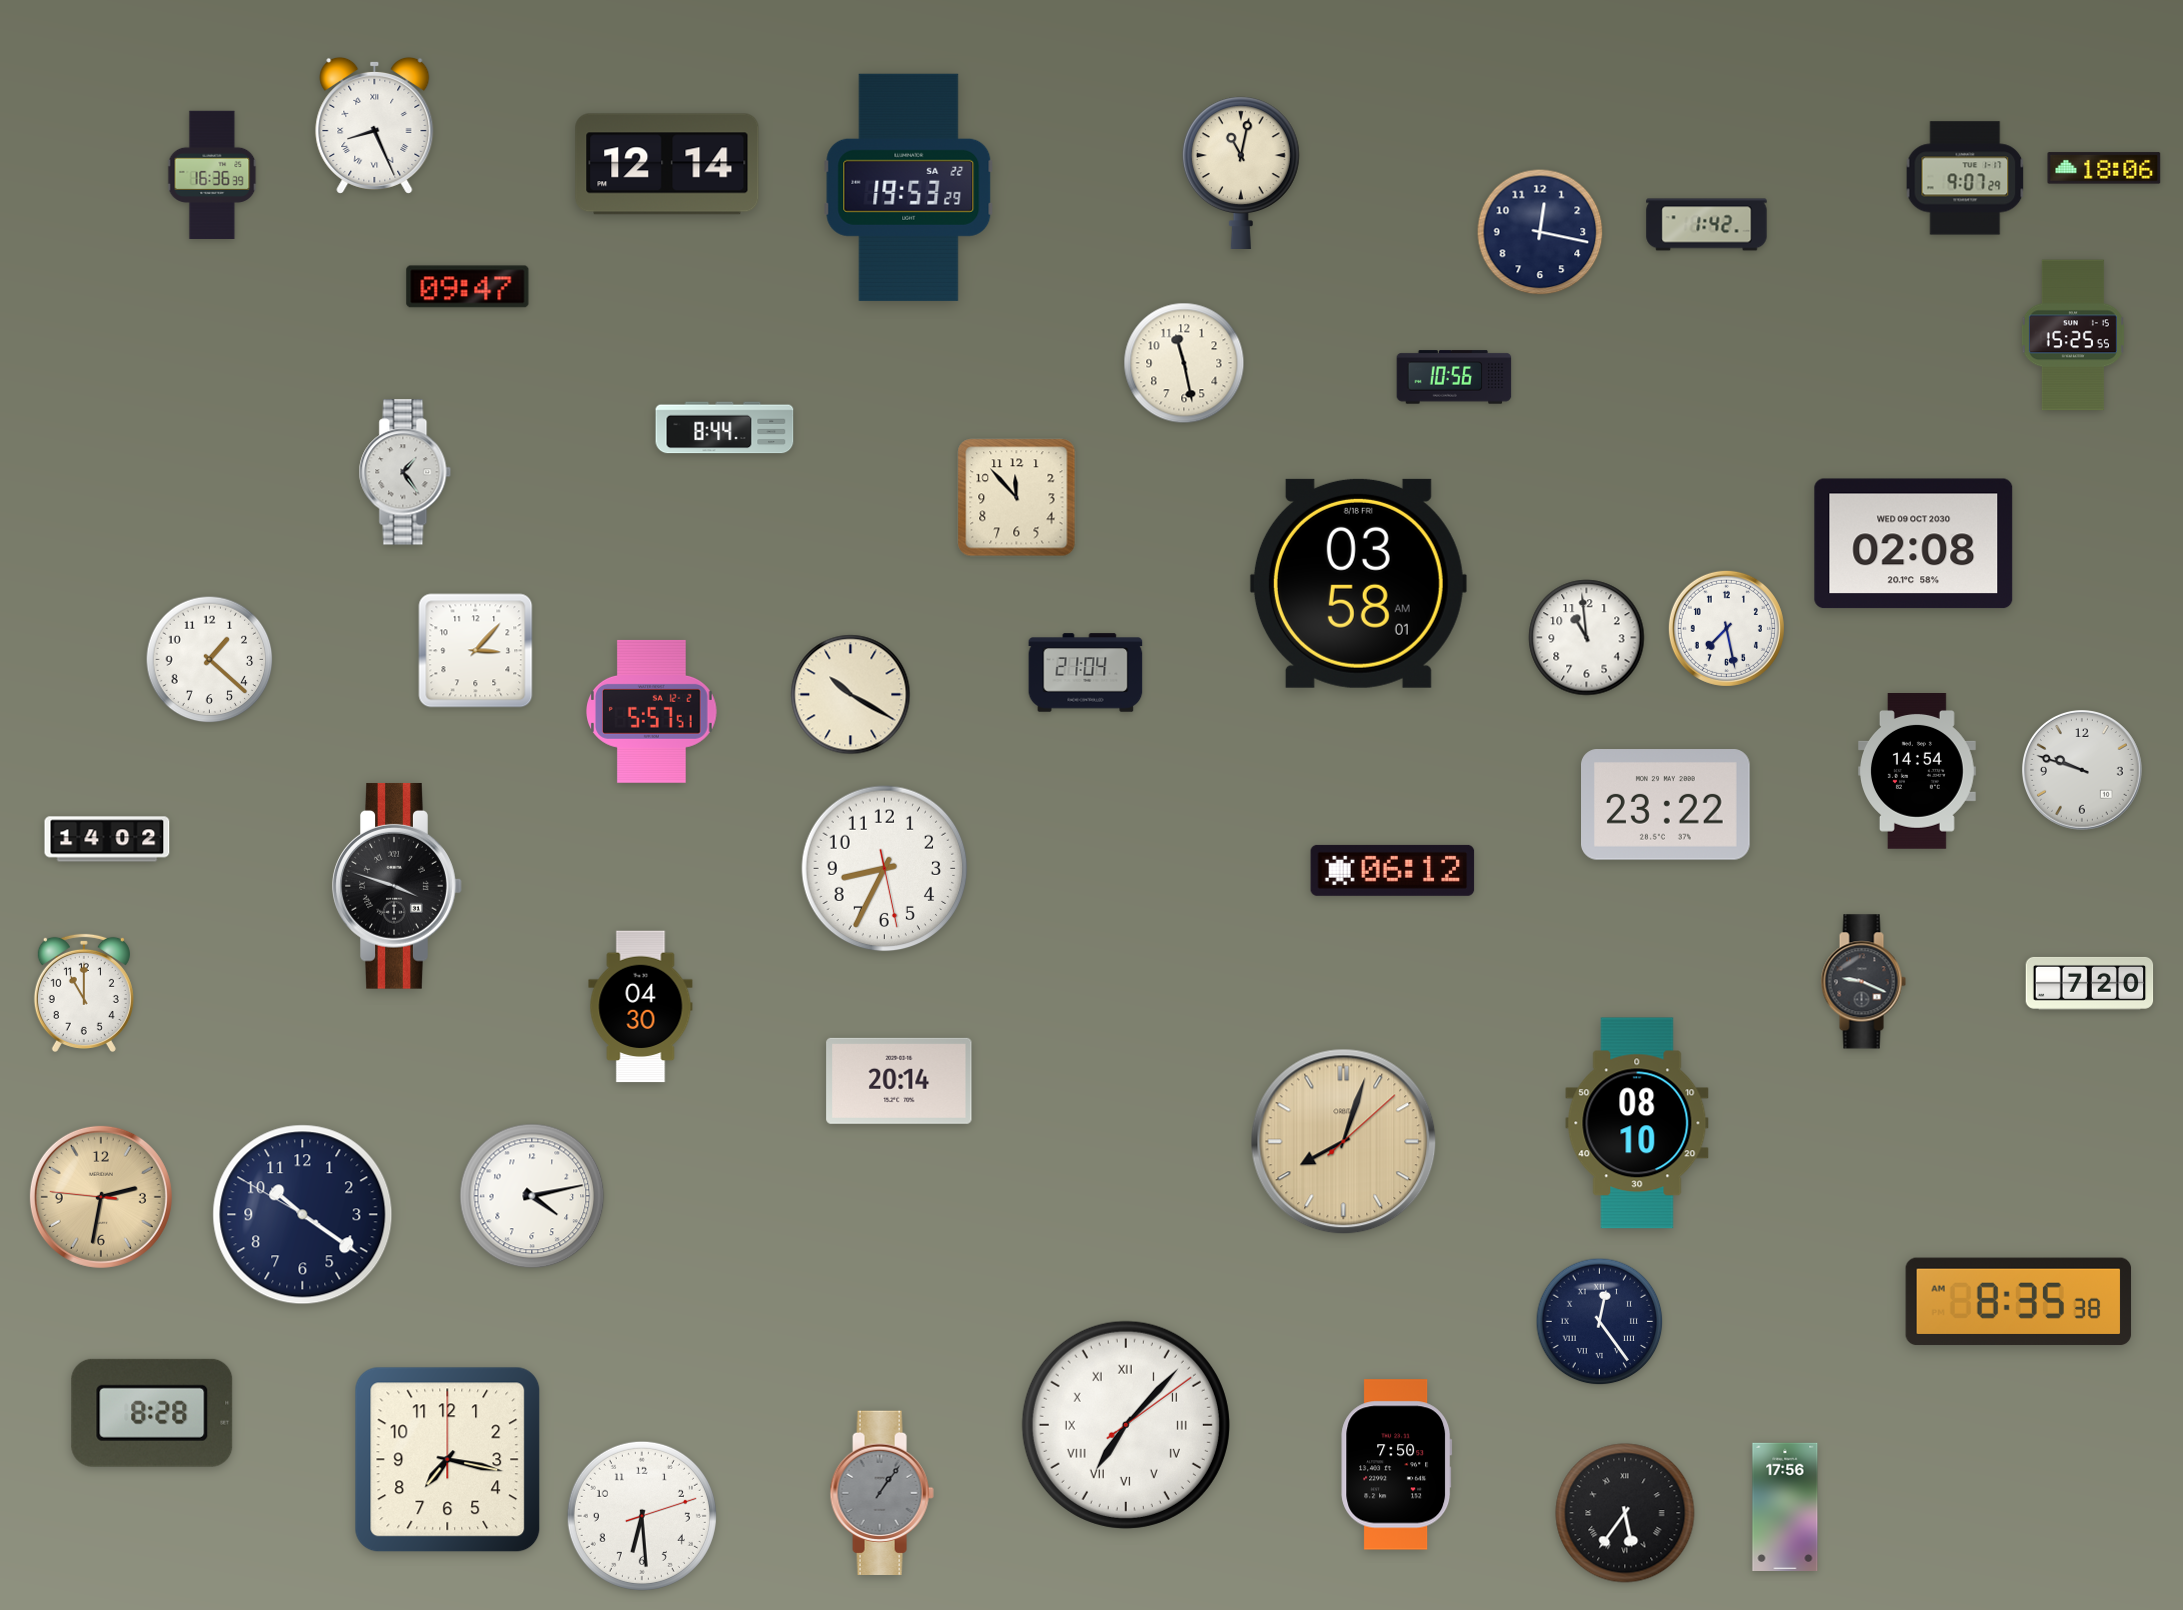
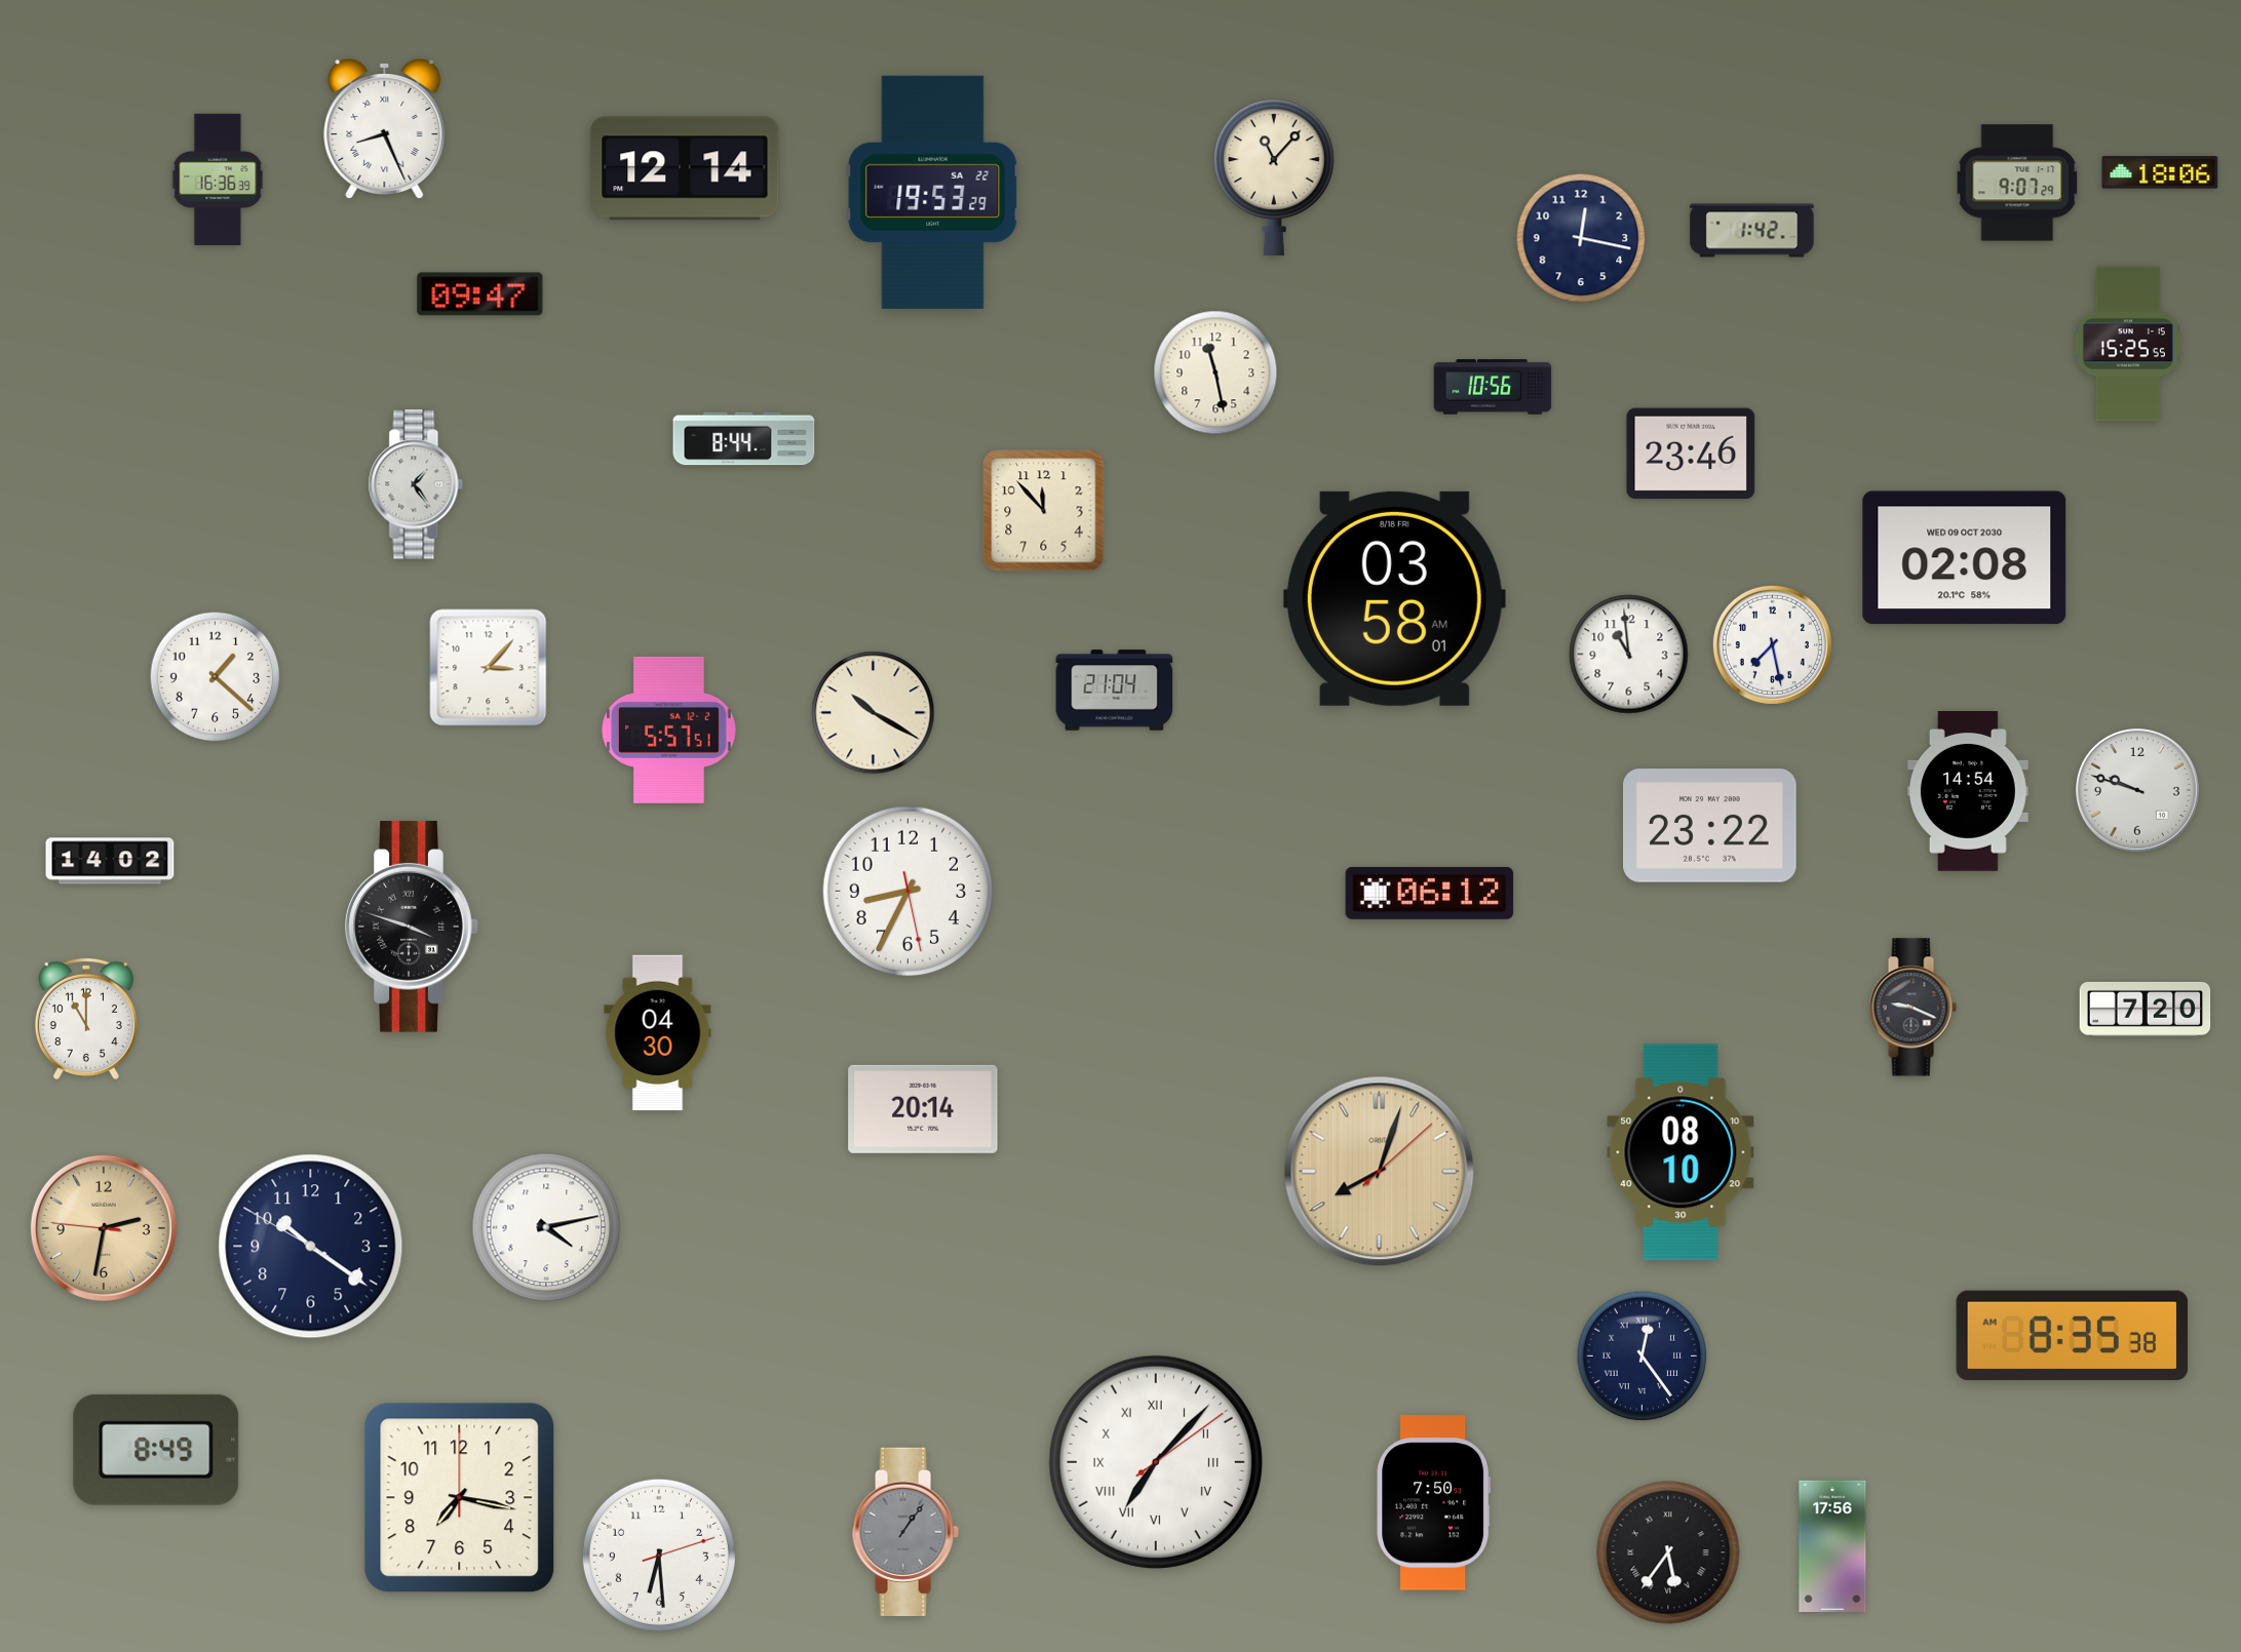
clock at (1241, 172): 11:02 -> 11:07
clock at (1691, 454): none -> 23:46
clock at (397, 886) position: (397, 886) -> (412, 927)
clock at (152, 1413): 8:28 -> 8:49
